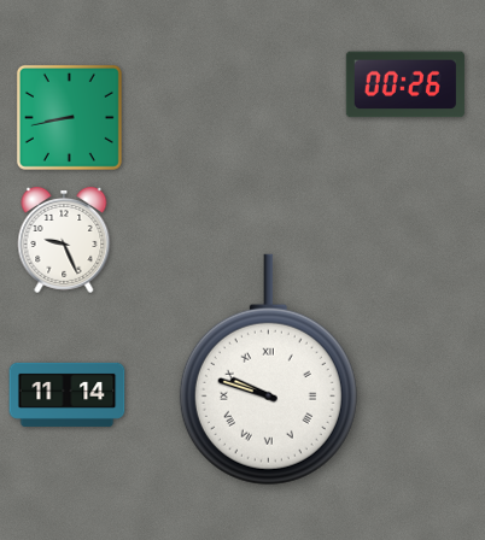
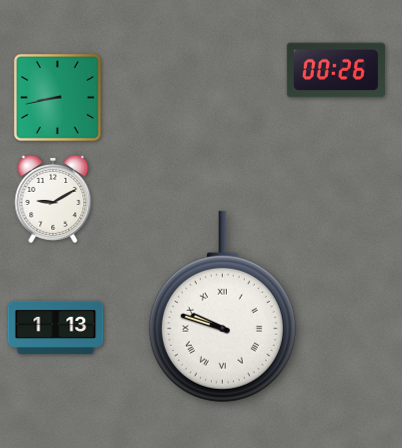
clock at (64, 240): 9:26 -> 9:10
clock at (68, 394): 11:14 -> 1:13
